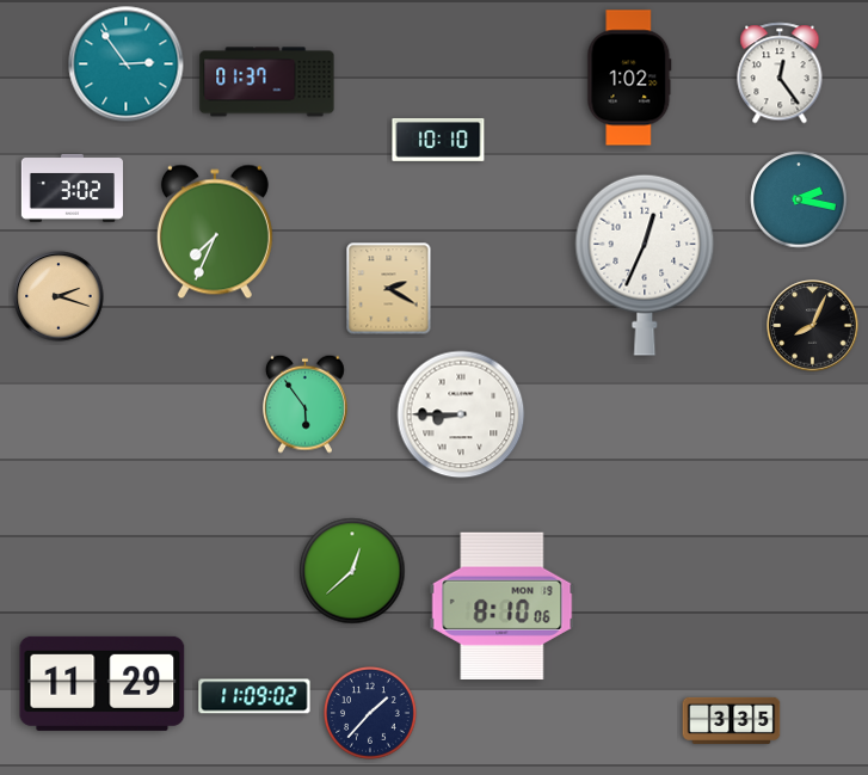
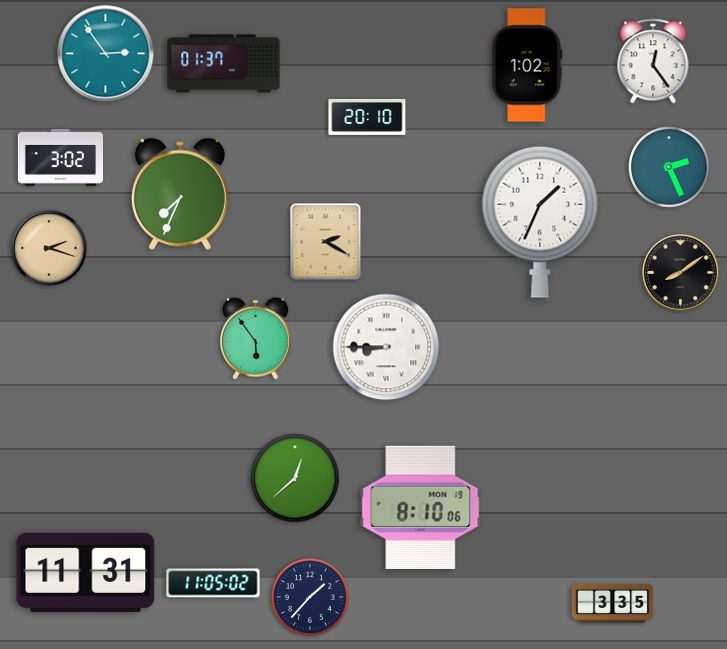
clock at (267, 82) position: (267, 82) -> (224, 64)
clock at (438, 140): 10:10 -> 20:10
clock at (799, 199): 2:17 -> 2:26
clock at (645, 265): 12:34 -> 1:34
clock at (813, 326): 8:04 -> 8:09
clock at (103, 683): 11:29 -> 11:31
clock at (254, 696): 11:09 -> 11:05
